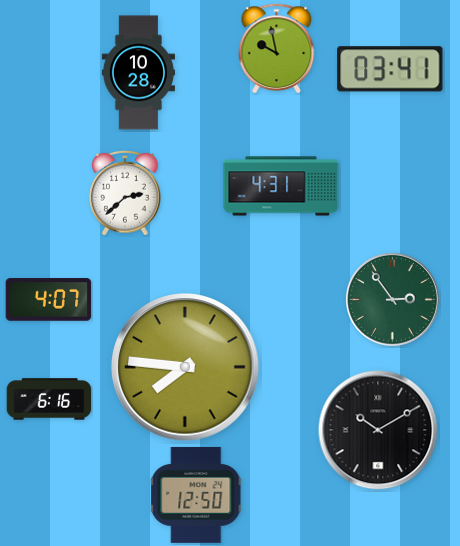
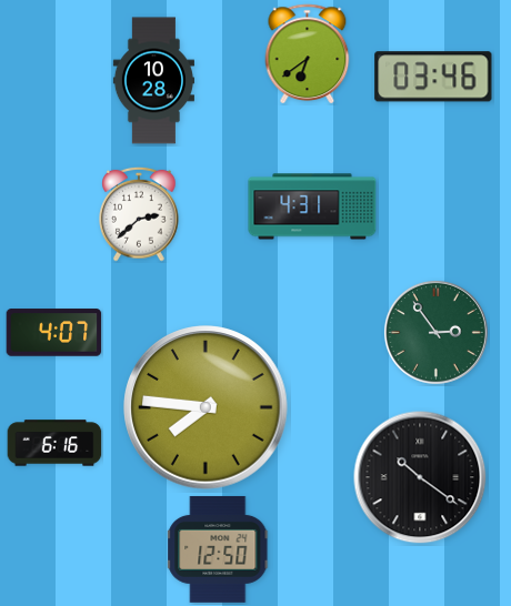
clock at (277, 48): 9:58 -> 6:39
clock at (390, 69): 03:41 -> 03:46
clock at (378, 430): 10:10 -> 10:21
